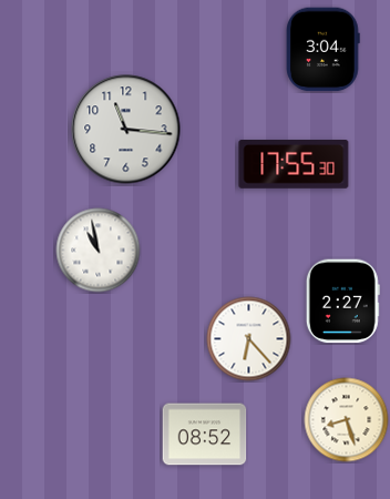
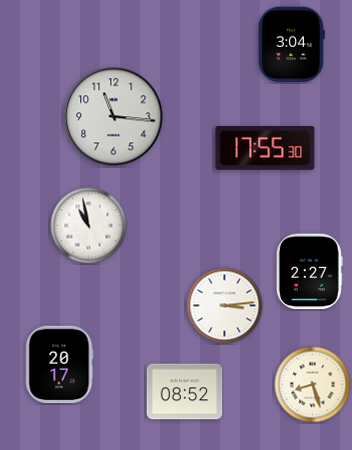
clock at (249, 339): 6:23 -> 3:14
clock at (59, 365): none -> 20:17
clock at (347, 420) position: (347, 420) -> (313, 385)
